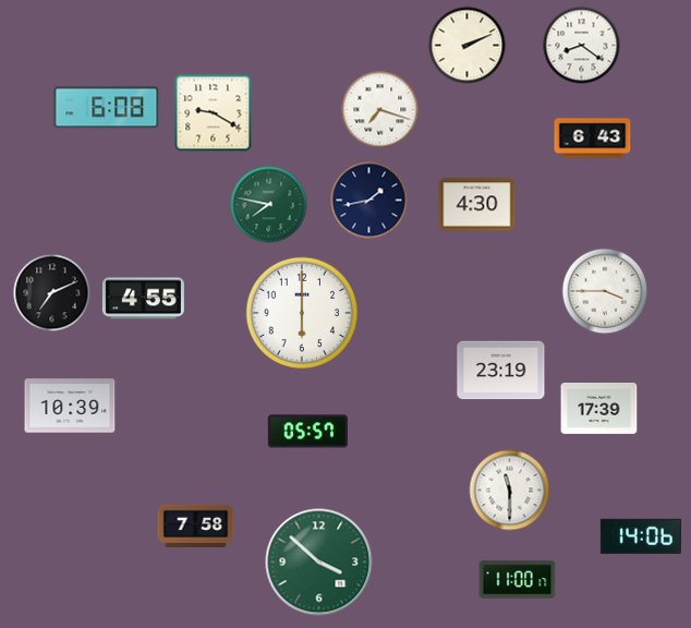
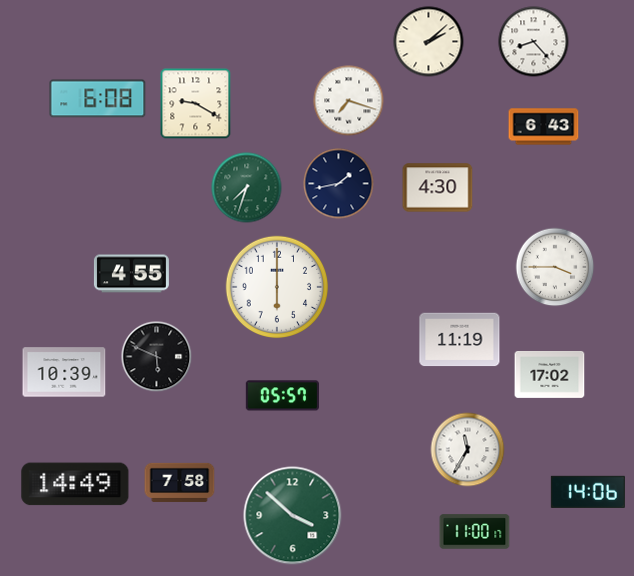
clock at (468, 46): 2:11 -> 2:08
clock at (582, 46): 8:21 -> 8:23
clock at (269, 205): 7:47 -> 7:33
clock at (52, 293): 7:11 -> none
clock at (501, 371): 23:19 -> 11:19
clock at (157, 357): none -> 5:49
clock at (599, 408): 17:39 -> 17:02
clock at (510, 491): 11:30 -> 11:35
clock at (75, 484): none -> 14:49
